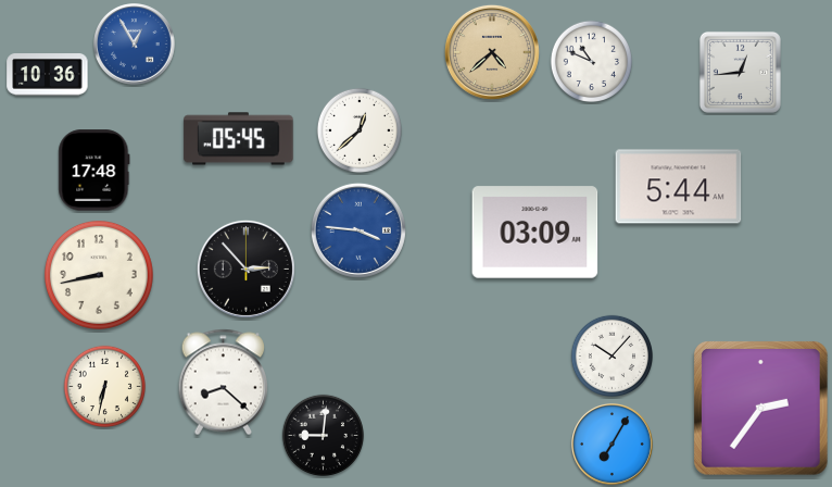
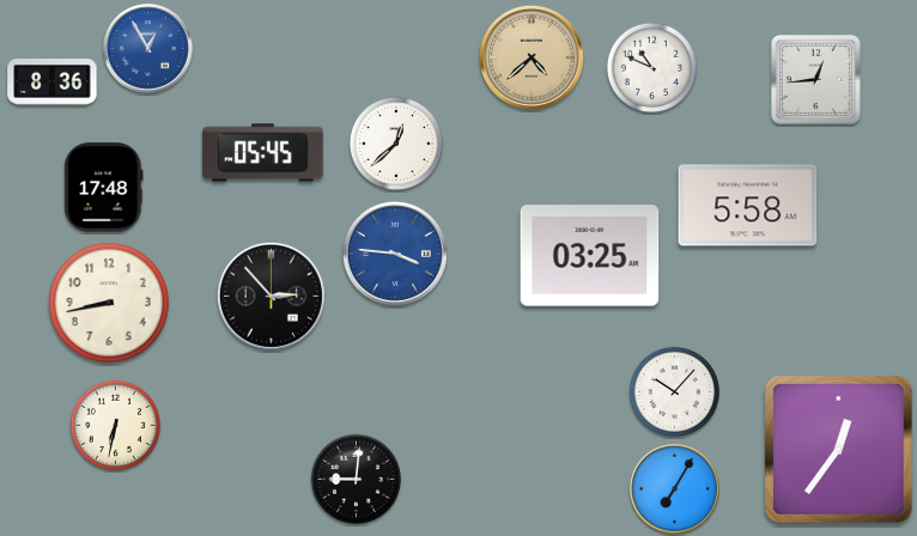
clock at (492, 52) position: (492, 52) -> (532, 57)
clock at (48, 75): 10:36 -> 8:36
clock at (679, 187): 5:44 -> 5:58
clock at (535, 233): 03:09 -> 03:25
clock at (223, 383): 8:22 -> none
clock at (761, 409): 2:36 -> 12:36
